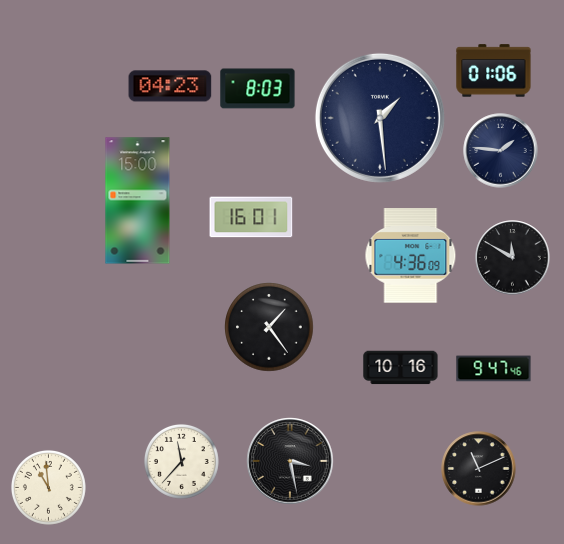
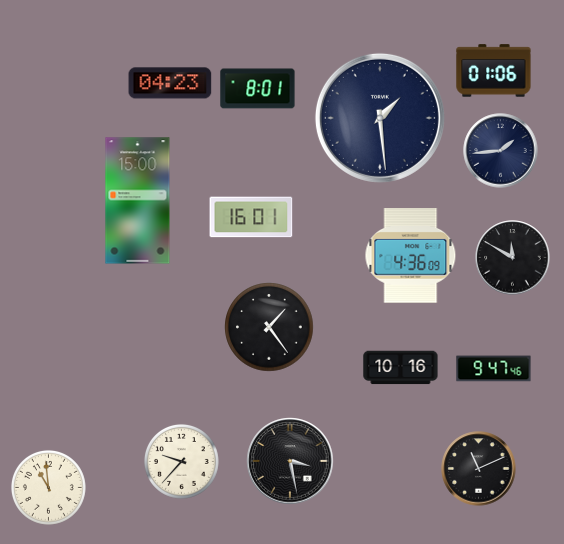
clock at (170, 86) position: (170, 86) -> (170, 83)
clock at (258, 89): 8:03 -> 8:01
clock at (501, 151): 1:46 -> 1:44
clock at (181, 461): 11:37 -> 9:37
